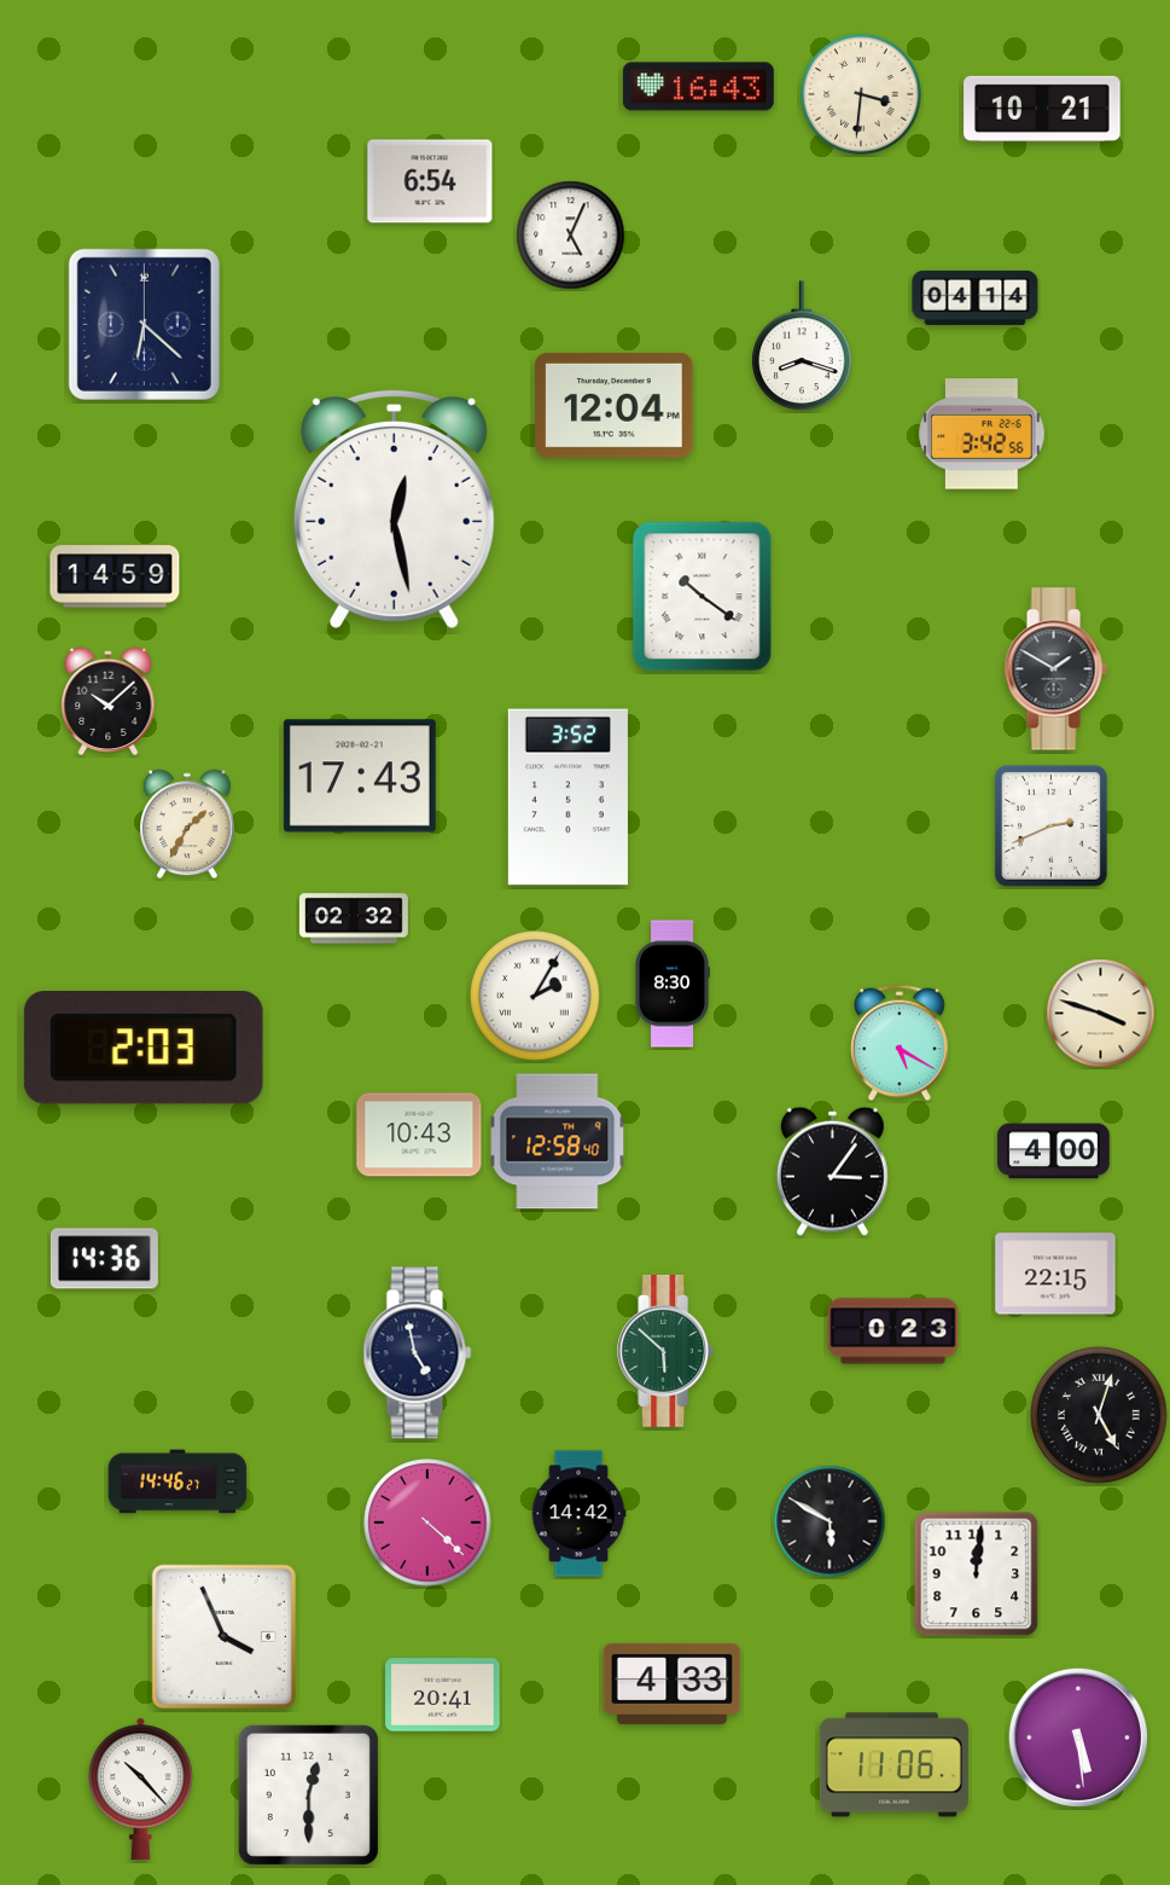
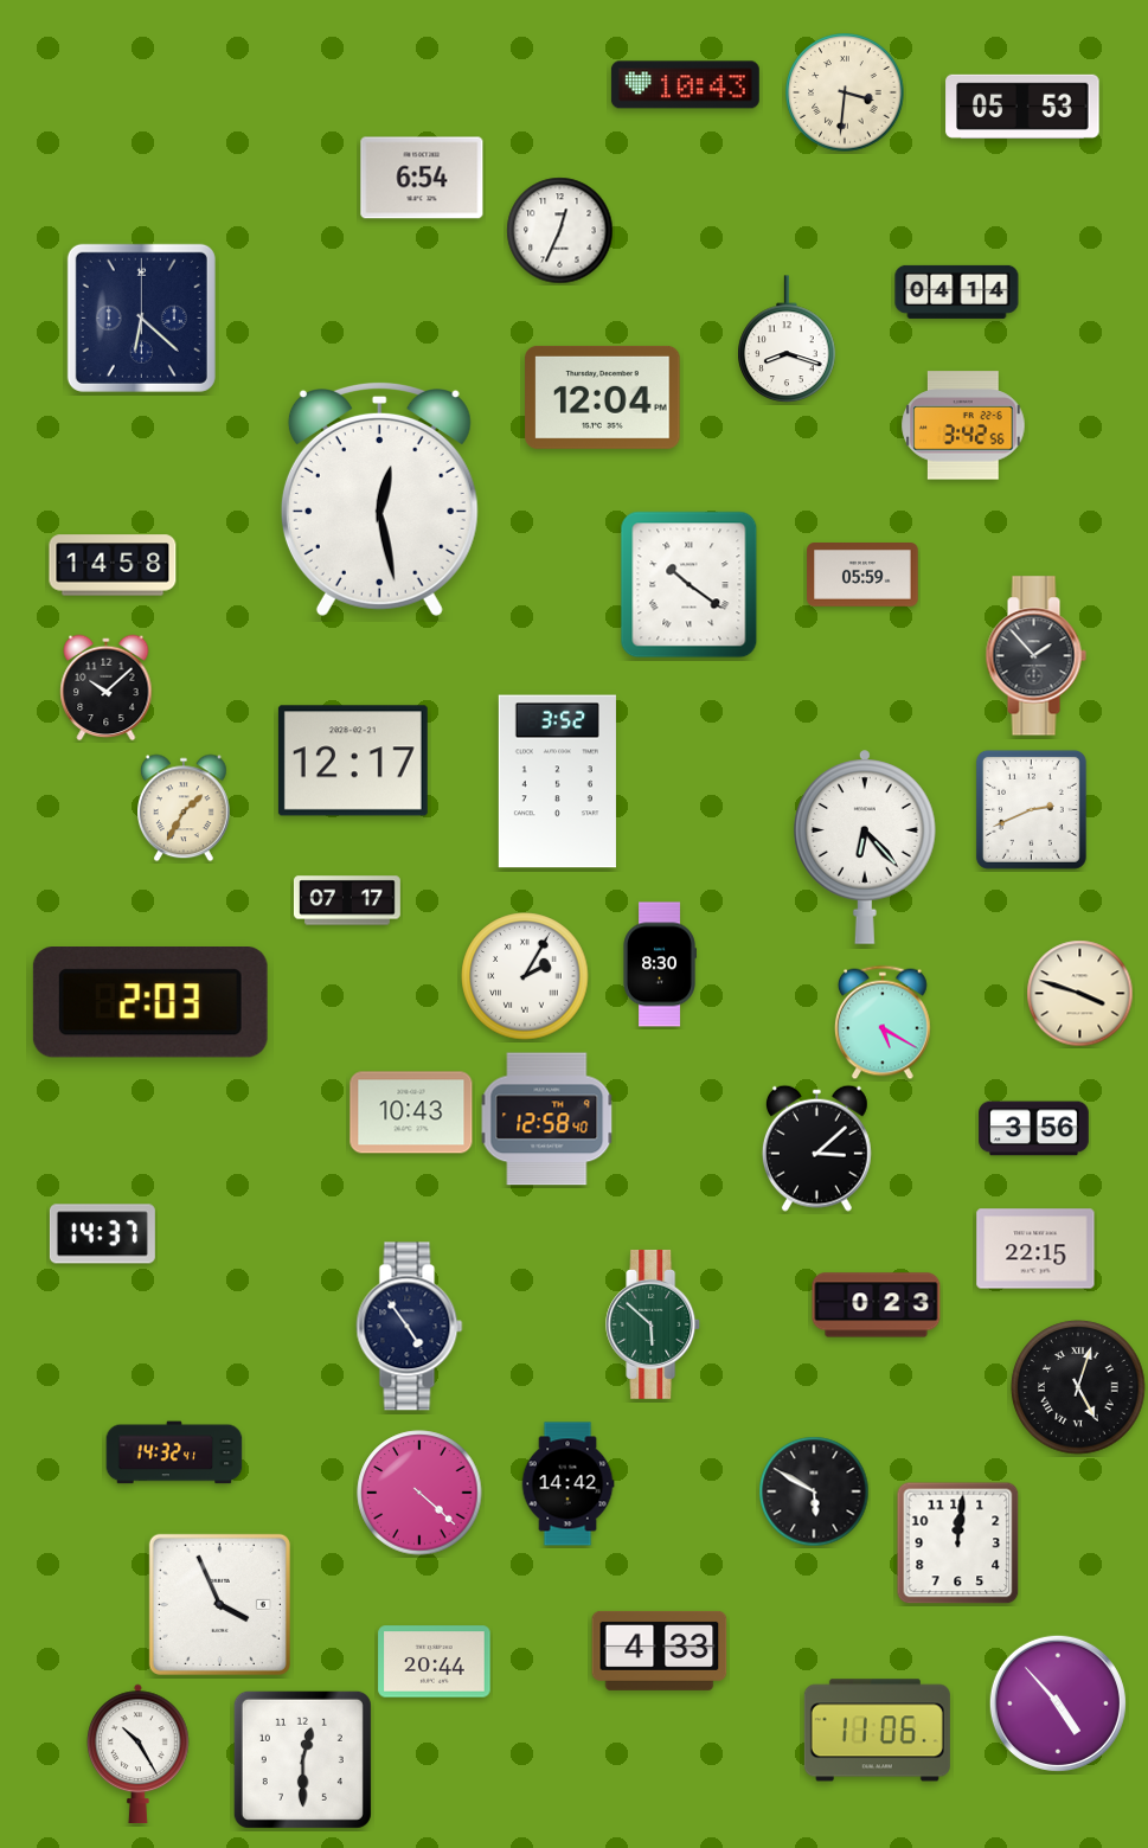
clock at (698, 87): 16:43 -> 10:43
clock at (1042, 109): 10:21 -> 05:53
clock at (571, 236): 5:04 -> 12:34
clock at (394, 510) position: (394, 510) -> (379, 500)
clock at (115, 576): 14:59 -> 14:58
clock at (862, 576): none -> 05:59
clock at (1055, 669): 1:50 -> 1:53
clock at (360, 776): 17:43 -> 12:17
clock at (865, 847): none -> 6:23
clock at (354, 918): 02:32 -> 07:17
clock at (144, 1049) position: (144, 1049) -> (150, 1003)
clock at (1054, 1152): 4:00 -> 3:56
clock at (832, 1171): 3:06 -> 3:08
clock at (104, 1259): 14:36 -> 14:37
clock at (418, 1353): 4:58 -> 4:54
clock at (177, 1481): 14:46 -> 14:32
clock at (443, 1695): 20:41 -> 20:44
clock at (1078, 1738): 5:29 -> 4:53
clock at (141, 1790): 10:23 -> 10:25
